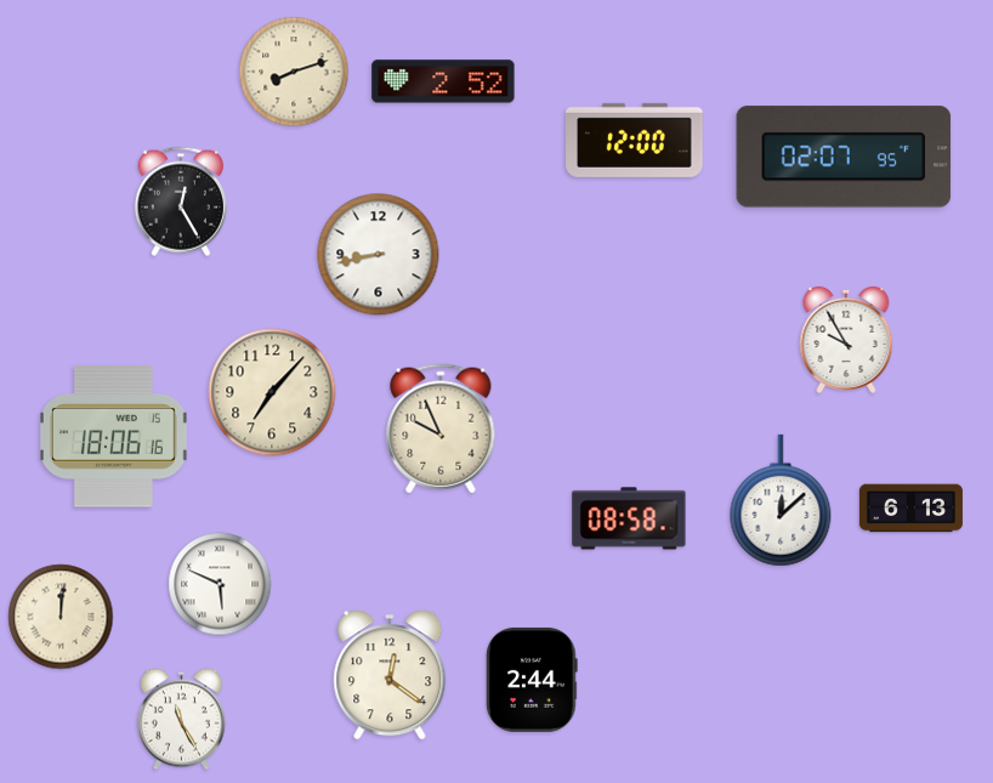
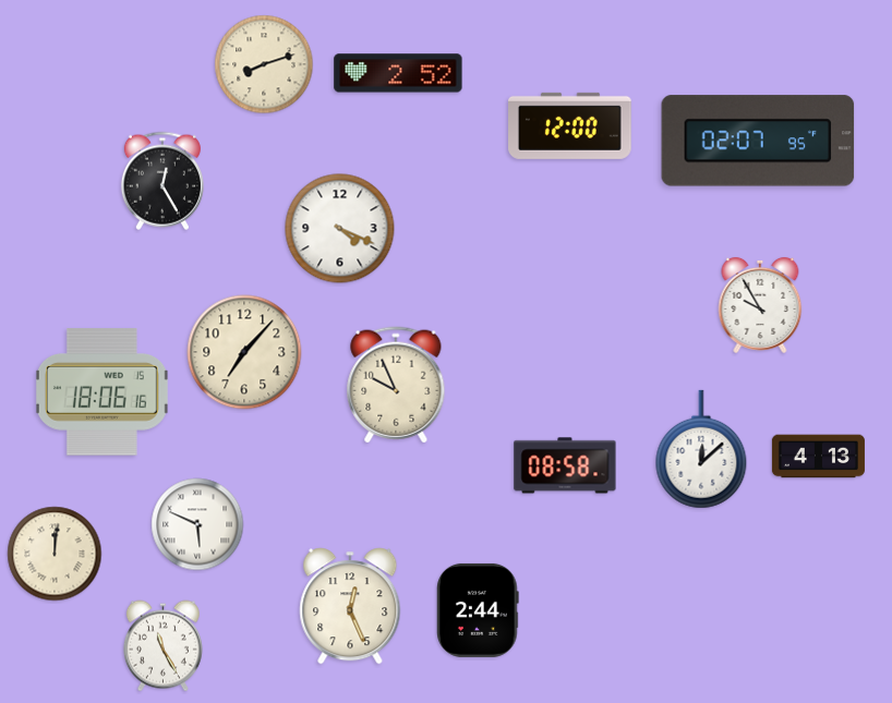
clock at (379, 255): 8:43 -> 4:19
clock at (910, 509): 6:13 -> 4:13
clock at (390, 675): 12:21 -> 12:26
